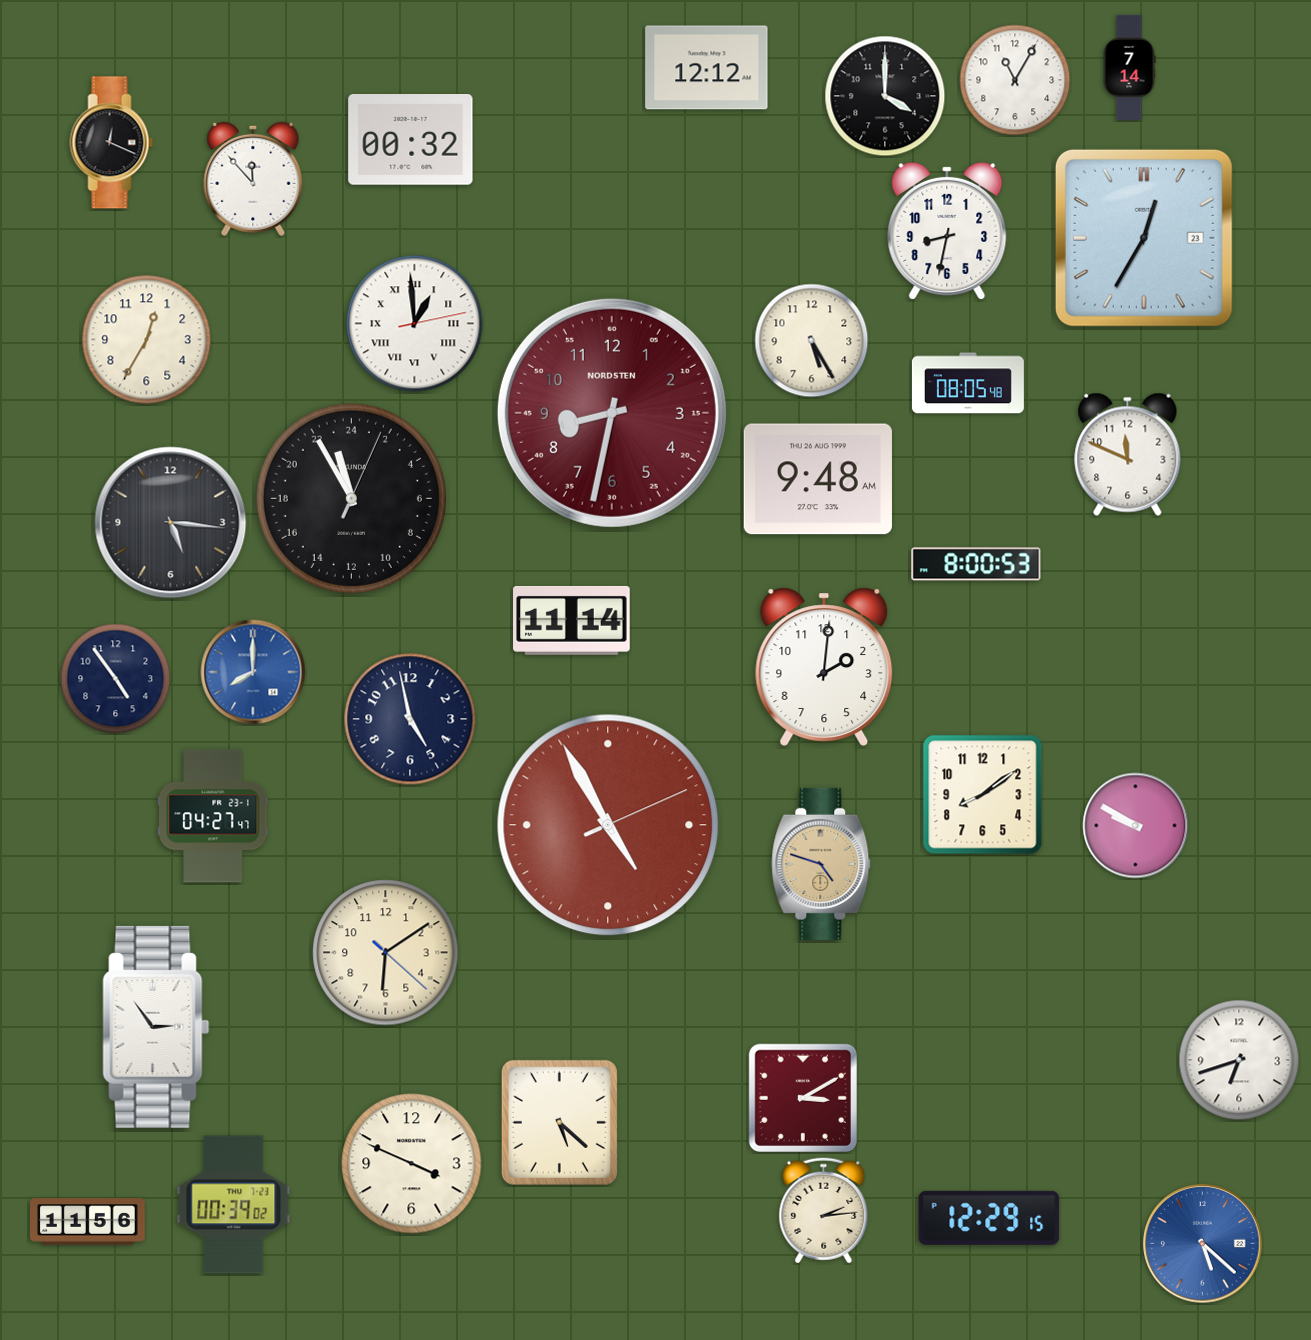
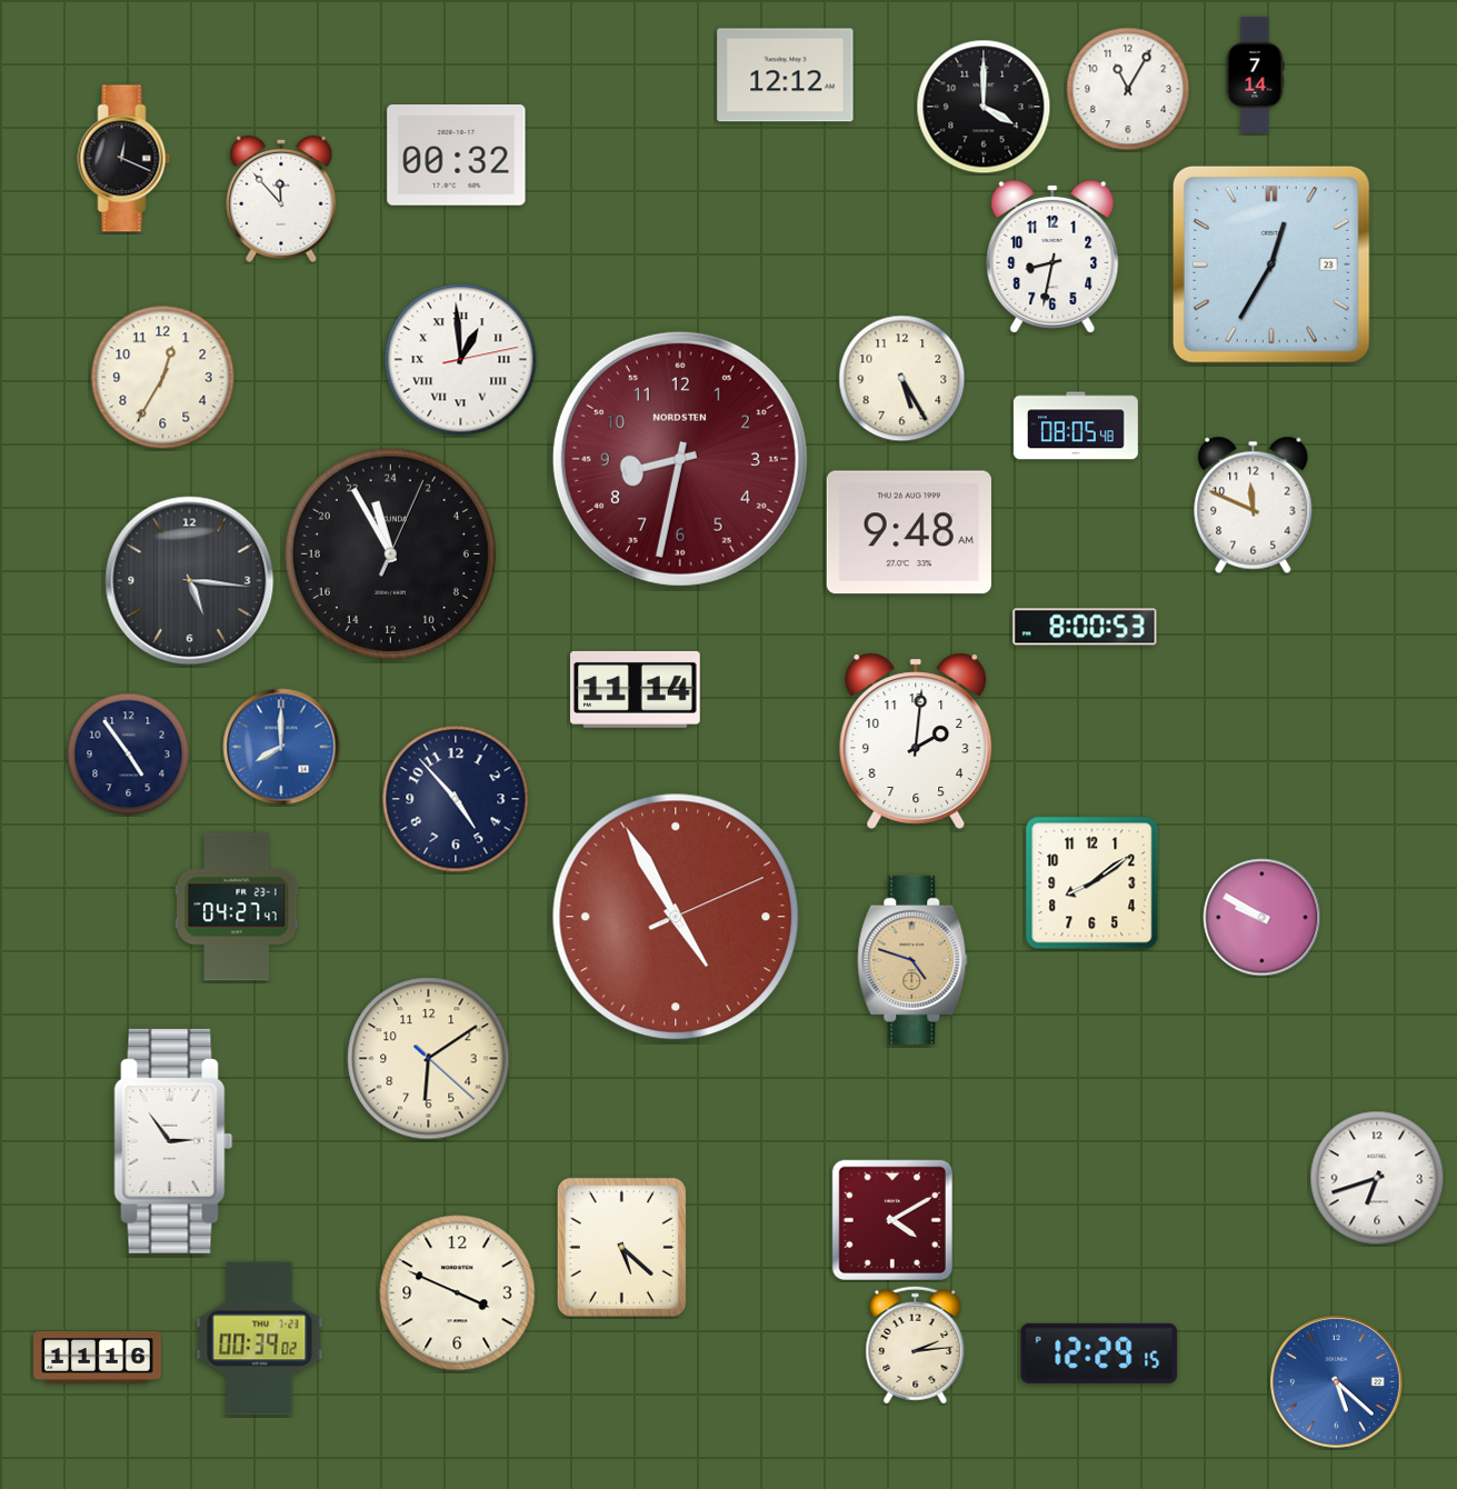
clock at (410, 719): 4:58 -> 4:53
clock at (802, 1097): 3:10 -> 4:10
clock at (88, 1222): 11:56 -> 11:16
